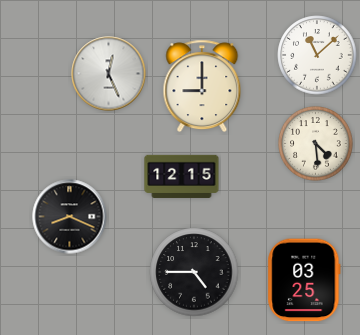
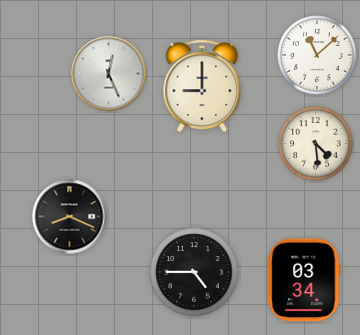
clock at (182, 176): 12:15 -> none
clock at (304, 280): 03:25 -> 03:34
